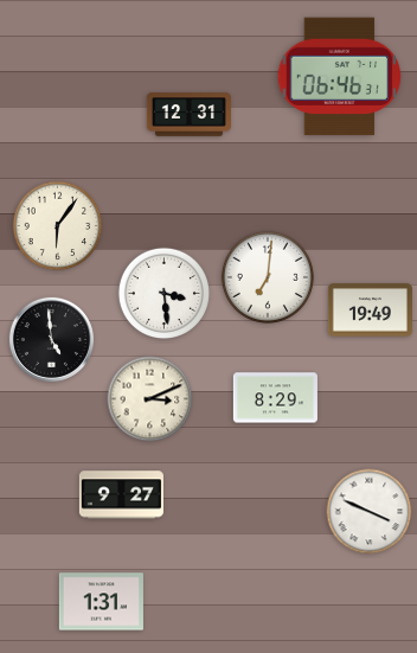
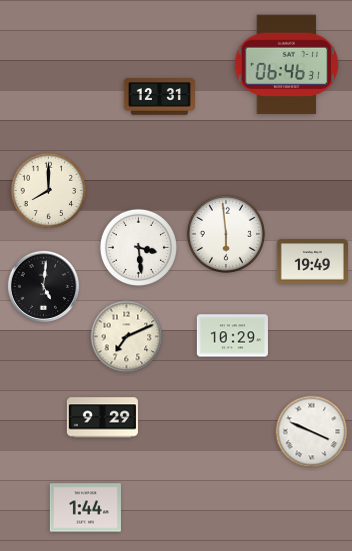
clock at (58, 226): 6:06 -> 8:00
clock at (268, 277): 7:01 -> 5:59
clock at (51, 339): 4:59 -> 5:01
clock at (275, 398): 8:29 -> 10:29
clock at (150, 399): 3:11 -> 7:11
clock at (121, 495): 9:27 -> 9:29
clock at (101, 602): 1:31 -> 1:44
